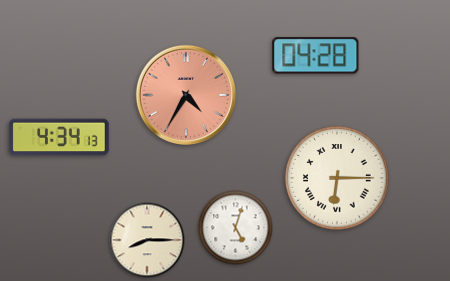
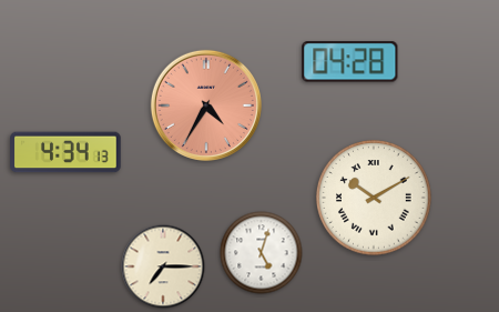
clock at (337, 178): 6:15 -> 10:10
clock at (147, 240): 8:15 -> 7:15
